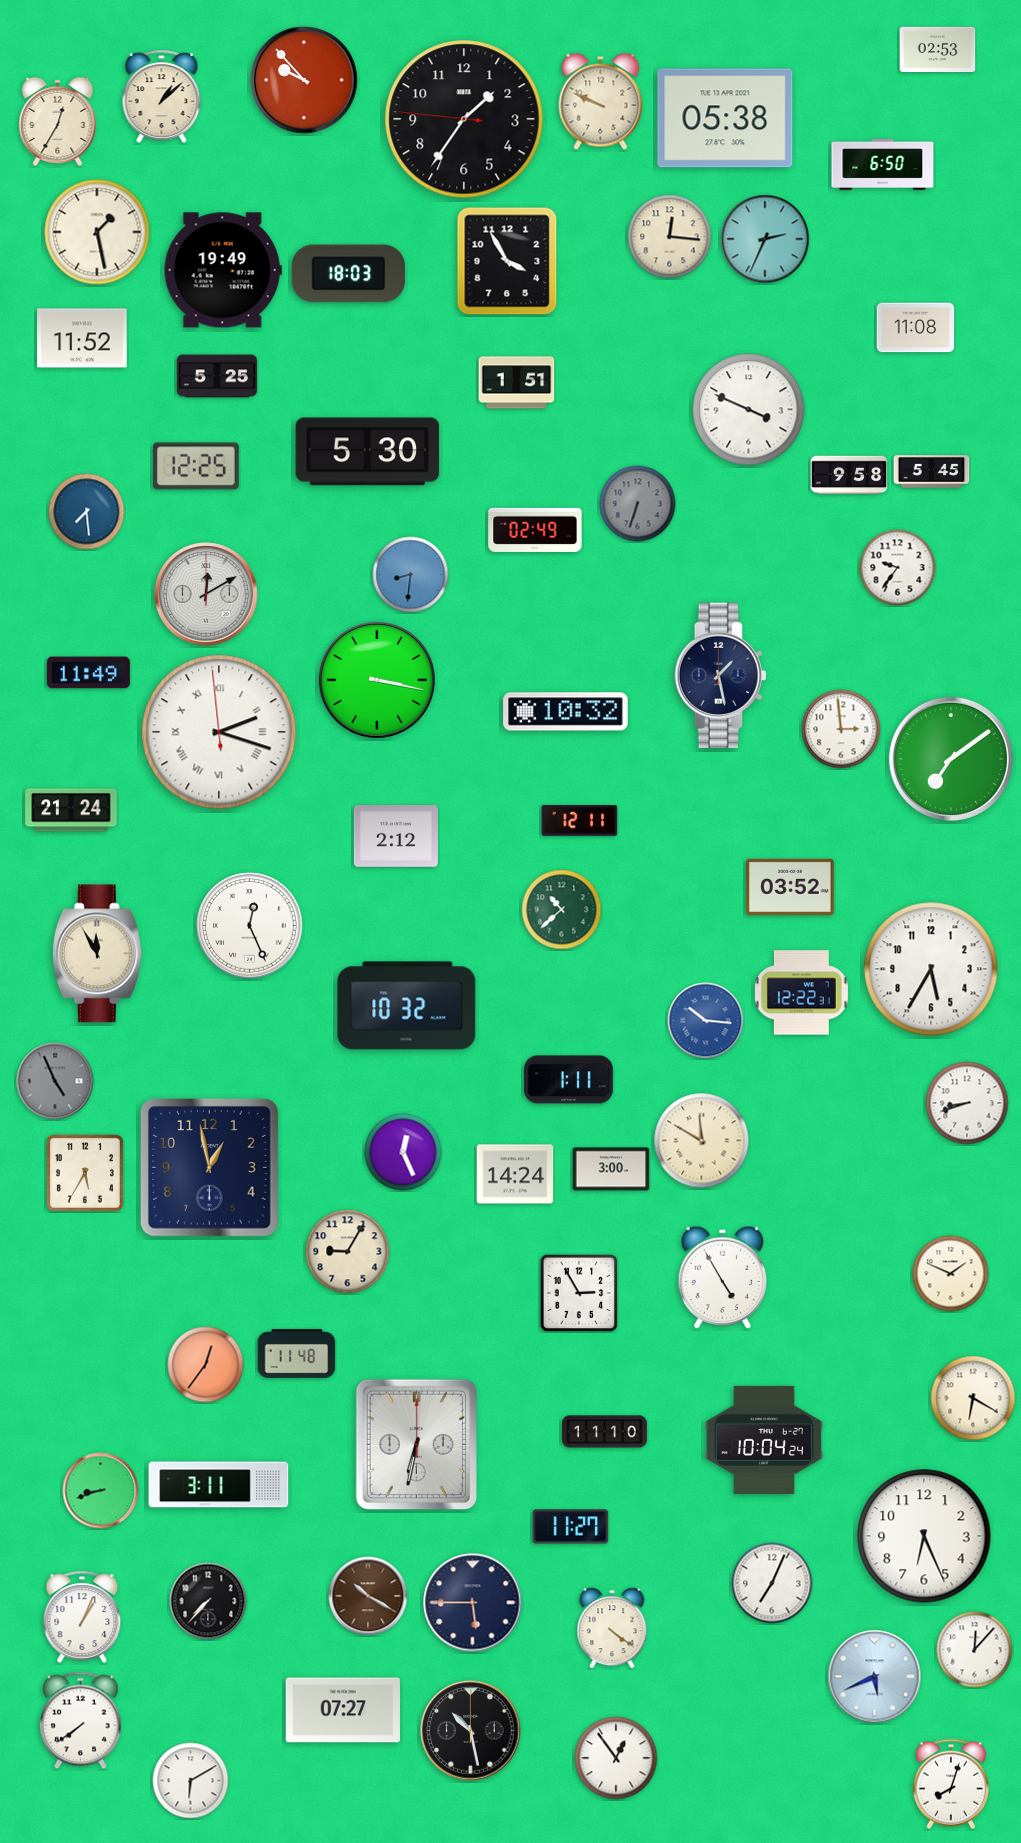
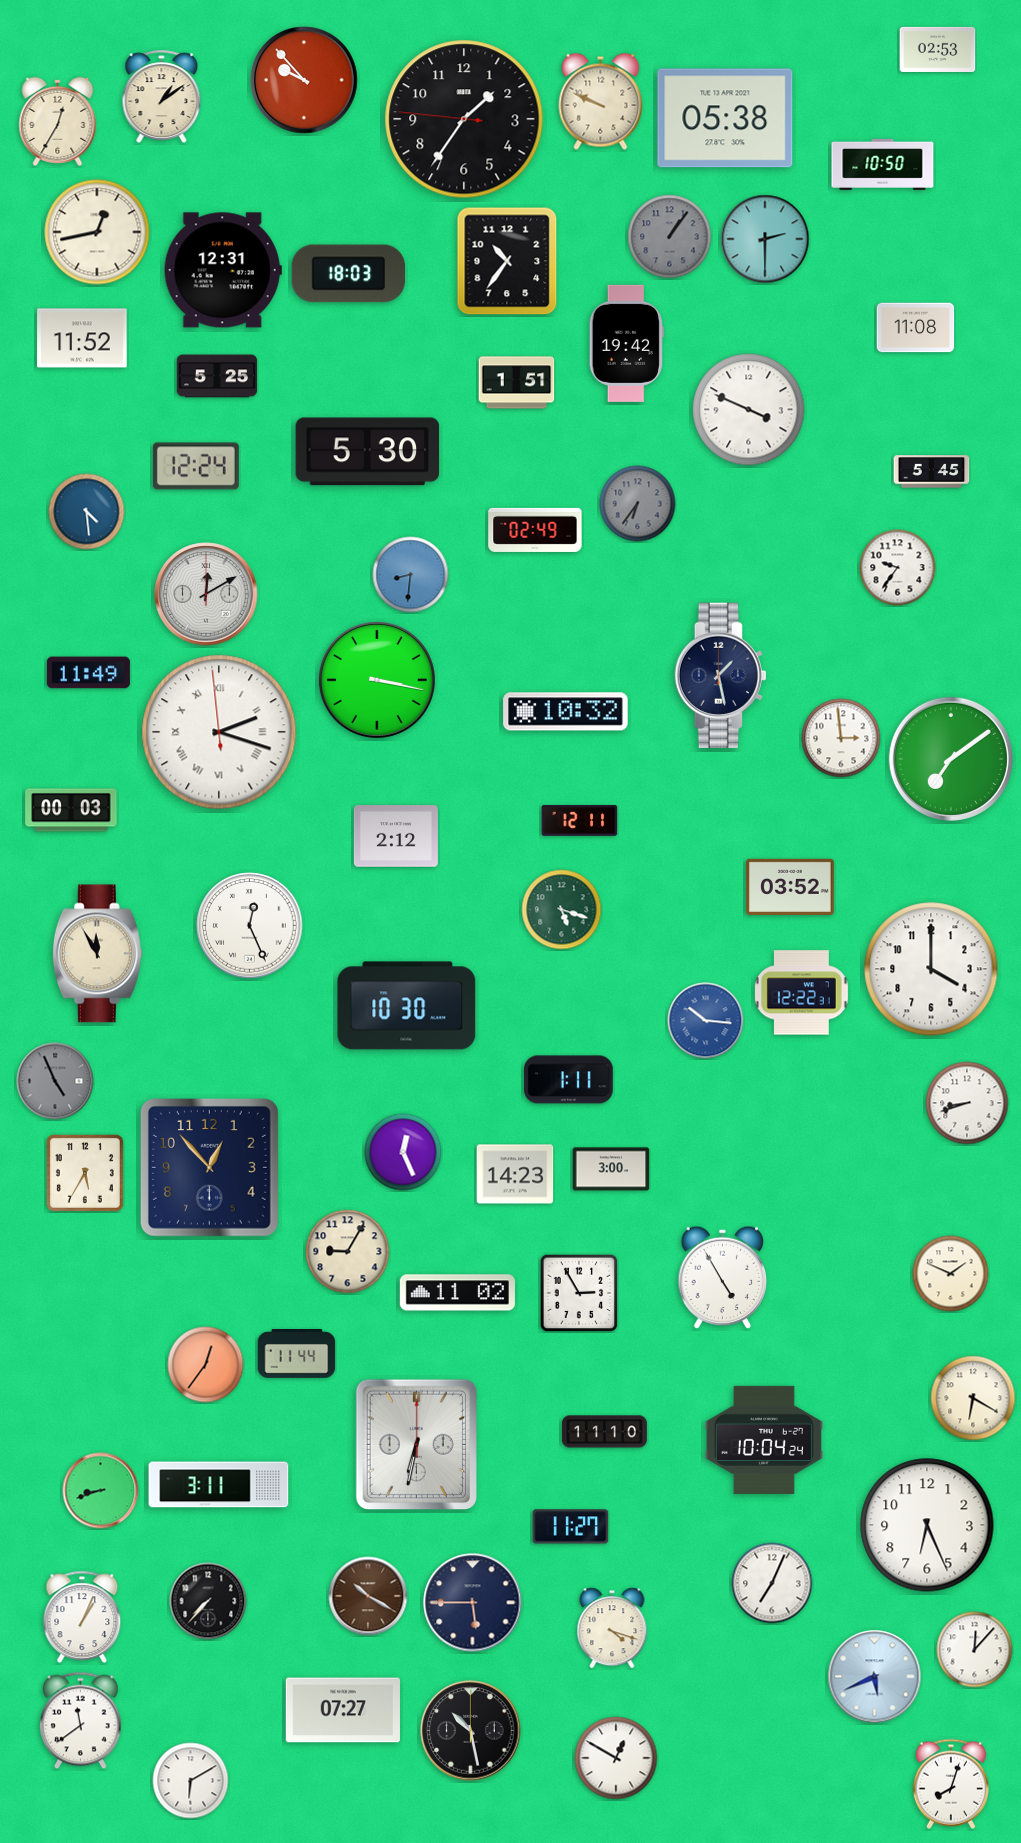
clock at (162, 96): 1:08 -> 1:09
clock at (883, 164): 6:50 -> 10:50
clock at (97, 232): 1:28 -> 12:43
clock at (670, 237): 12:16 -> 1:06
clock at (670, 237) dial: cream -> grey
clock at (765, 239): 2:34 -> 2:30
clock at (507, 261): 3:55 -> 10:36
clock at (223, 270): 19:49 -> 12:31
clock at (626, 343): none -> 19:42
clock at (196, 466): 12:25 -> 12:24
clock at (849, 475): 9:58 -> none
clock at (638, 504): 6:33 -> 6:36
clock at (87, 512): 7:29 -> 4:29
clock at (841, 729) position: (841, 729) -> (841, 738)
clock at (71, 810): 21:24 -> 00:03
clock at (562, 910): 10:38 -> 5:18
clock at (931, 969): 5:35 -> 4:00
clock at (407, 1006): 10:32 -> 10:30
clock at (702, 1141): 11:50 -> none
clock at (209, 1167): 12:58 -> 12:53
clock at (515, 1174): 14:24 -> 14:23
clock at (457, 1293): none -> 11:02
clock at (297, 1354): 11:48 -> 11:44
clock at (924, 1536) position: (924, 1536) -> (927, 1525)
clock at (612, 1628): 4:21 -> 4:18
clock at (81, 1721): 7:39 -> 11:39
clock at (616, 1758): 12:54 -> 12:50
